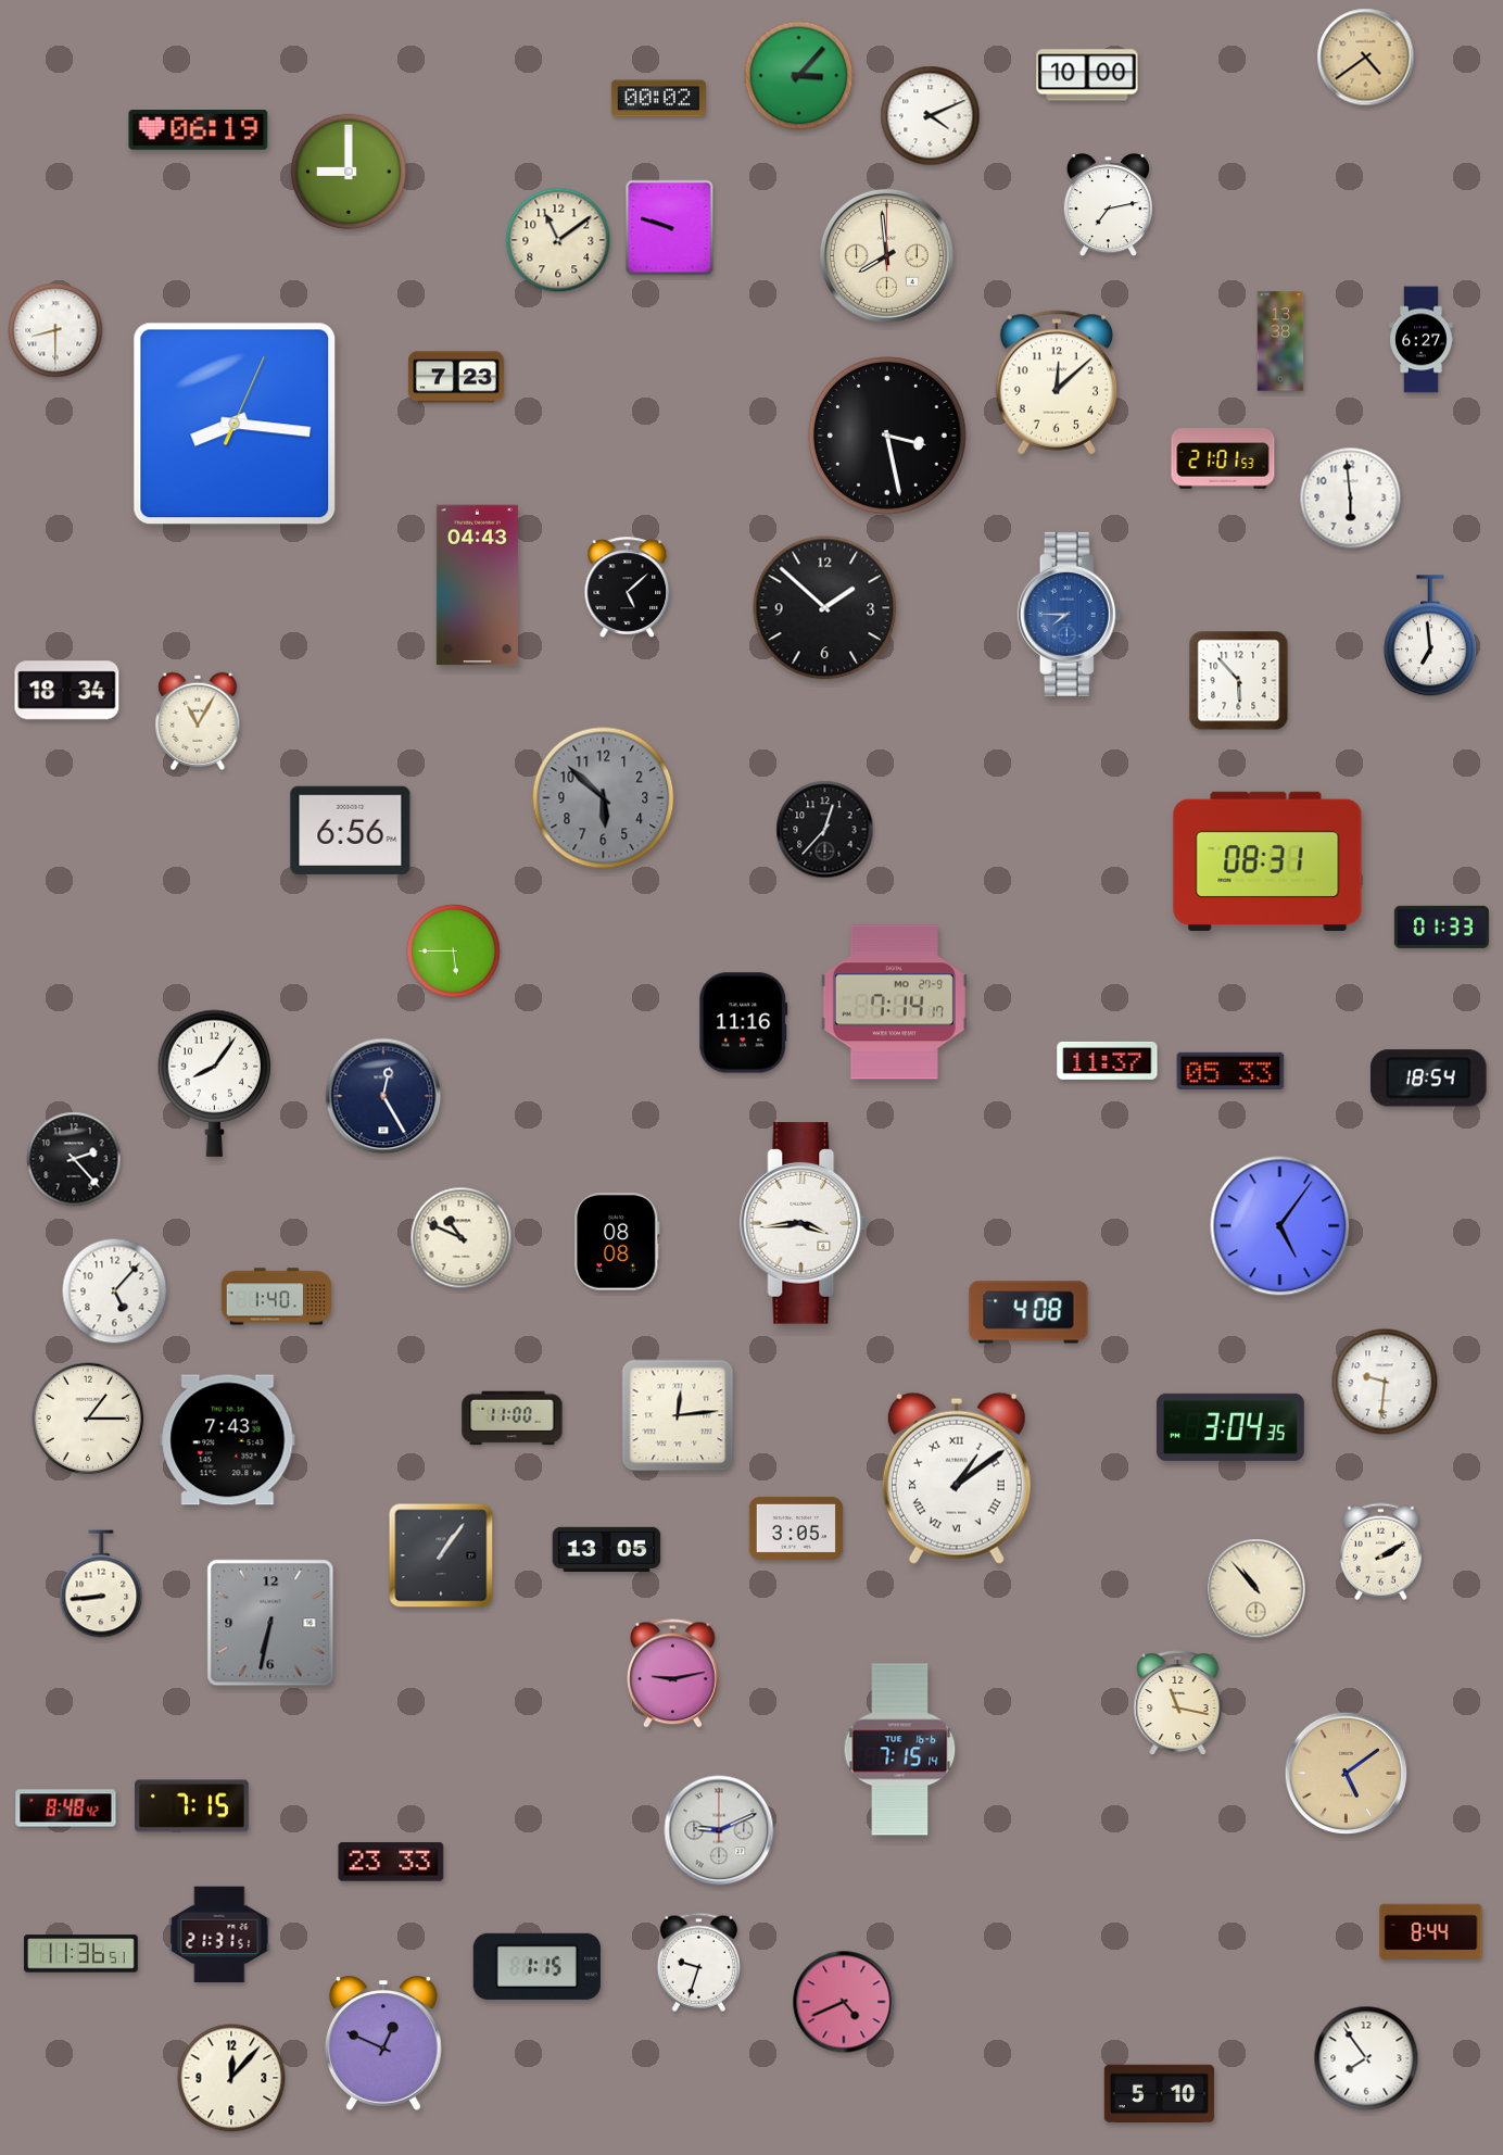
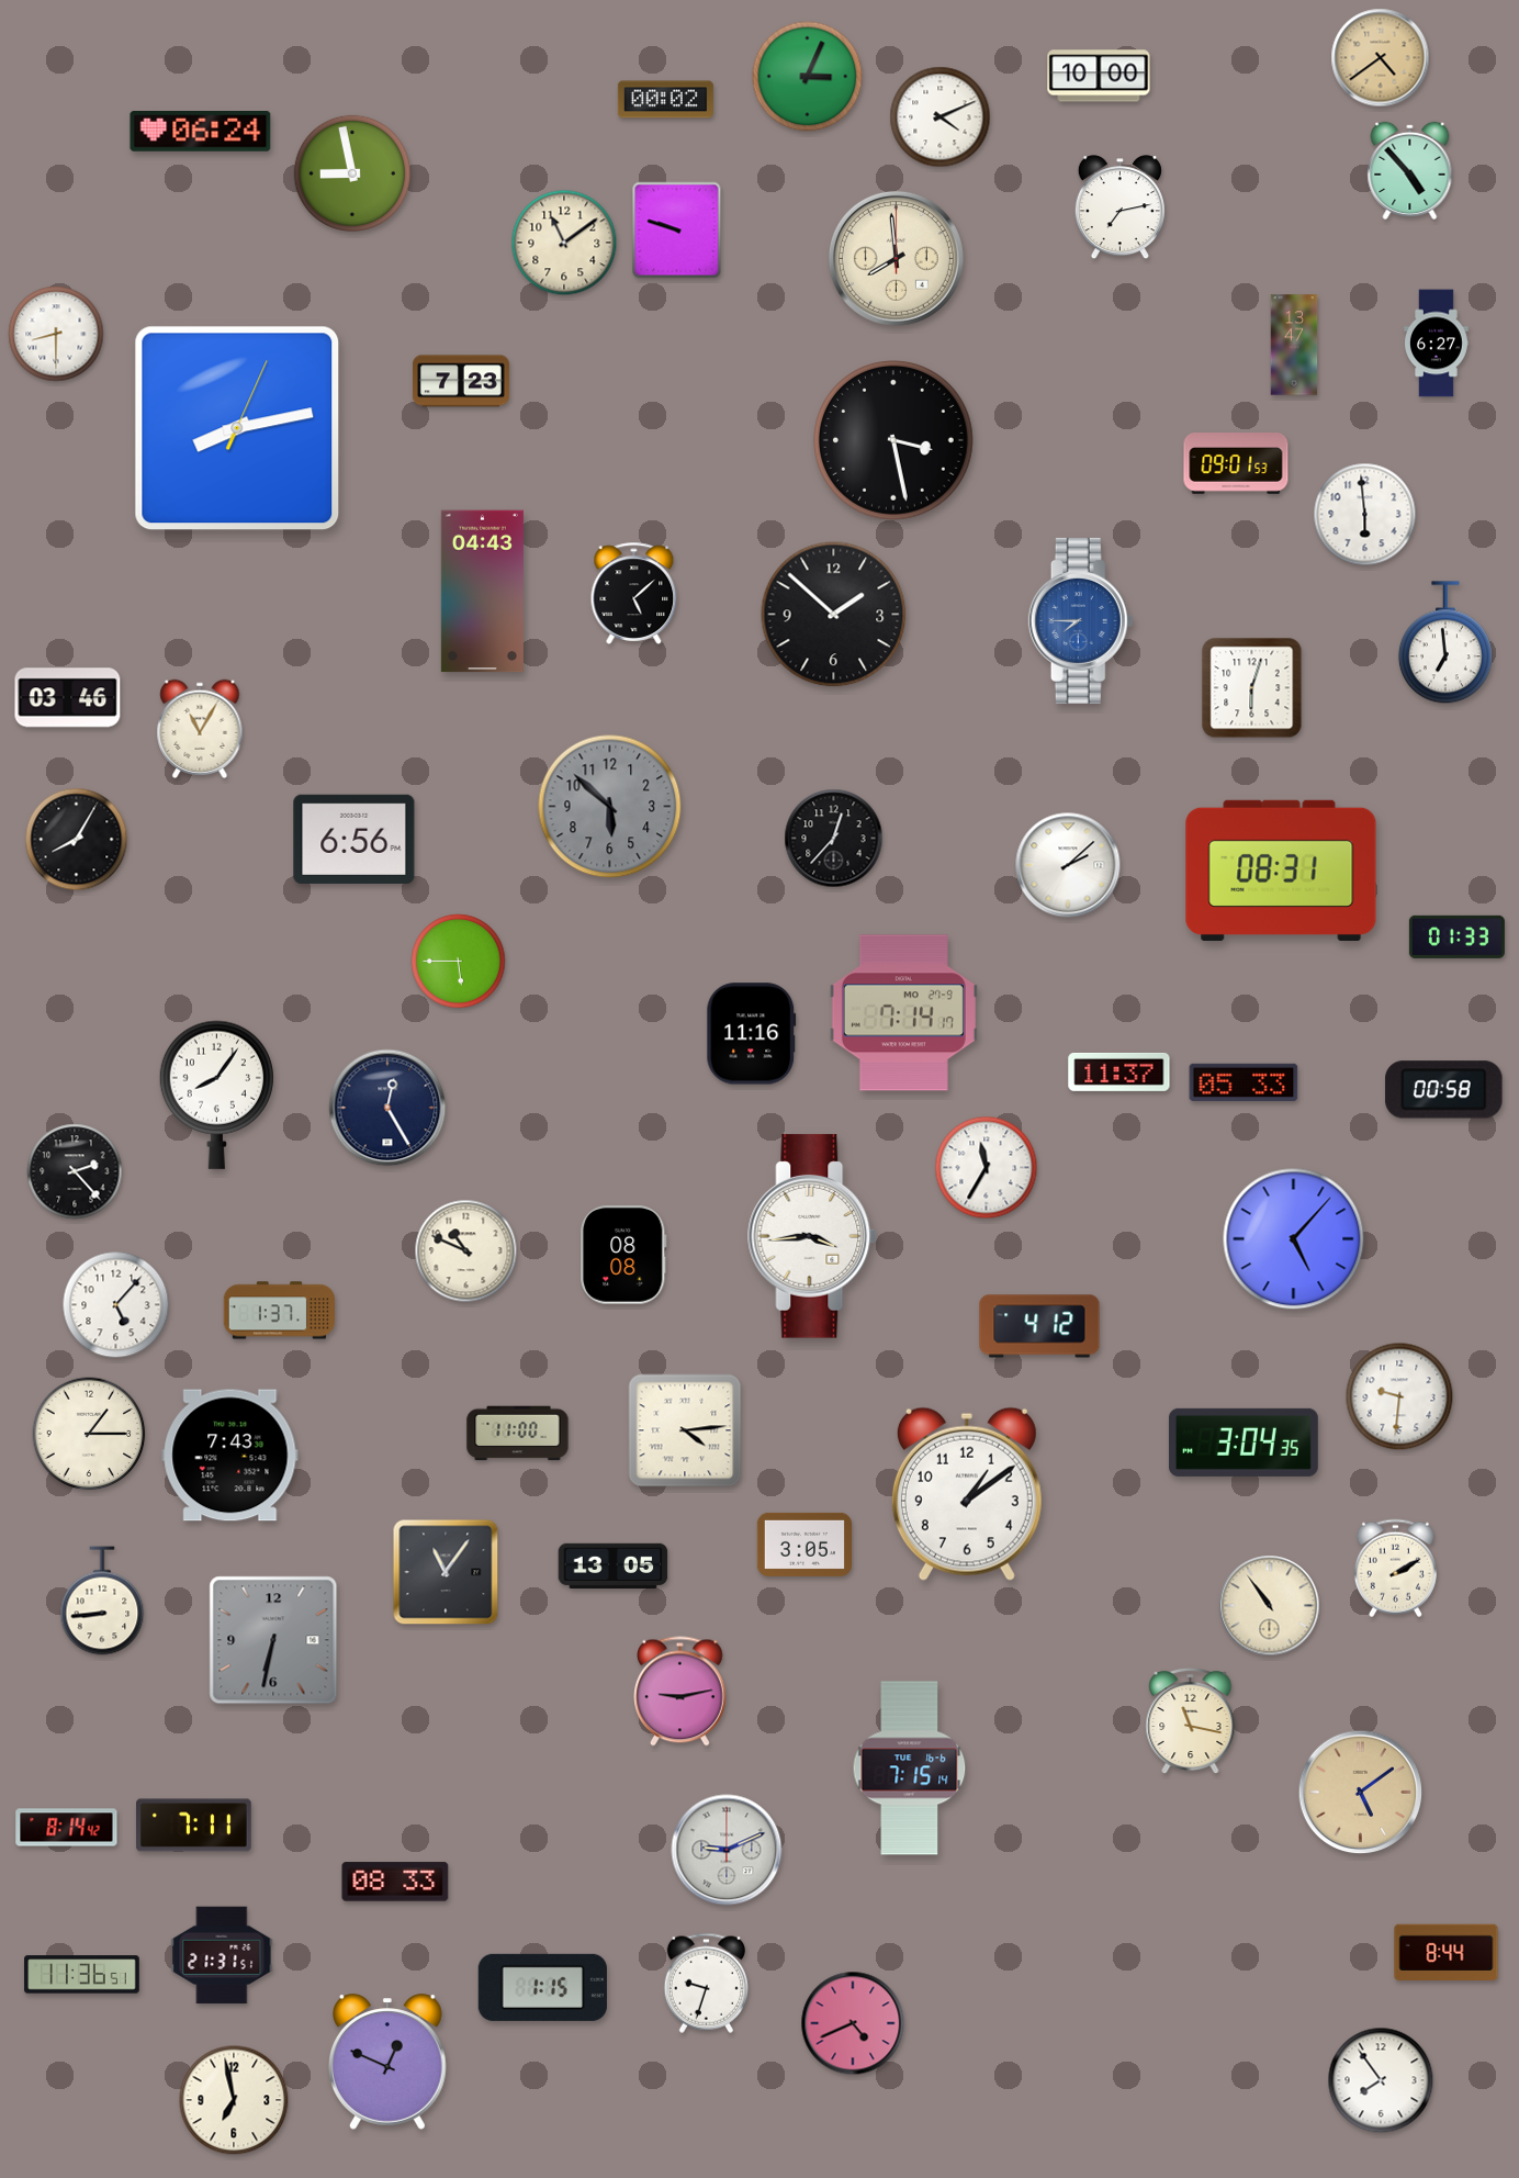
clock at (799, 76): 3:07 -> 3:04
clock at (199, 130): 06:19 -> 06:24
clock at (1410, 170): none -> 4:53
clock at (348, 171): 9:00 -> 8:58
clock at (1280, 341): 13:38 -> 13:47
clock at (1056, 382): 12:08 -> none
clock at (235, 424): 8:16 -> 8:13
clock at (888, 437) position: (888, 437) -> (894, 441)
clock at (1223, 459): 21:01 -> 09:01
clock at (1351, 499) position: (1351, 499) -> (1365, 515)
clock at (1239, 681): 5:53 -> 6:03
clock at (67, 691): 18:34 -> 03:46
clock at (77, 840): none -> 8:05
clock at (1068, 865): none -> 2:08
clock at (1429, 1079): 18:54 -> 00:58
clock at (987, 1168): none -> 11:35
clock at (1280, 1226): 5:06 -> 5:07
clock at (276, 1297): 1:40 -> 1:37
clock at (1028, 1312): 4:08 -> 4:12
clock at (678, 1415): 12:14 -> 4:14
clock at (957, 1478) numerals: Roman -> Arabic
clock at (441, 1555): 1:06 -> 11:06
clock at (1256, 1589): 10:53 -> 10:54
clock at (192, 1806): 7:15 -> 7:11
clock at (66, 1809): 8:48 -> 8:14
clock at (391, 1862): 23:33 -> 08:33
clock at (383, 2043) position: (383, 2043) -> (387, 2062)
clock at (231, 2078): 12:07 -> 6:58
clock at (1159, 2094): 5:10 -> none
